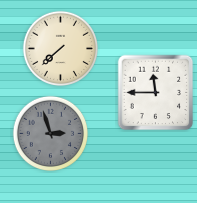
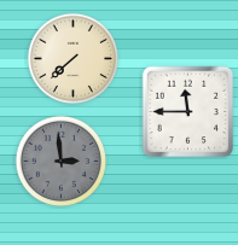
clock at (51, 134): 2:57 -> 2:59
